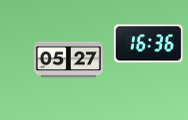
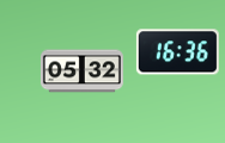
clock at (68, 60): 05:27 -> 05:32
